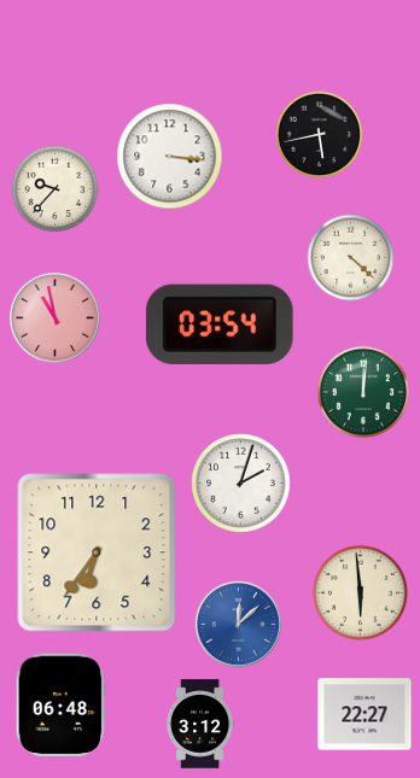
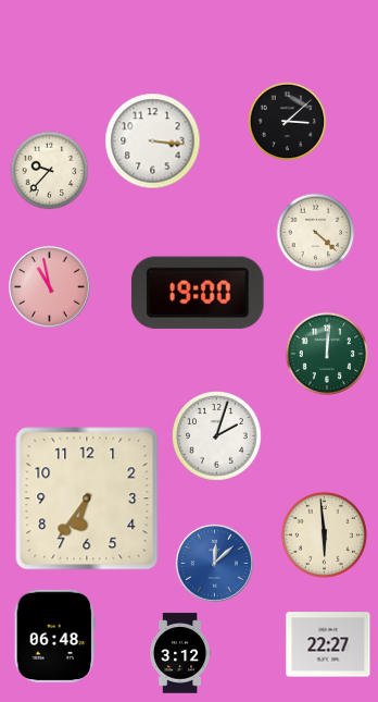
clock at (320, 135): 5:43 -> 3:08
clock at (220, 324): 03:54 -> 19:00
